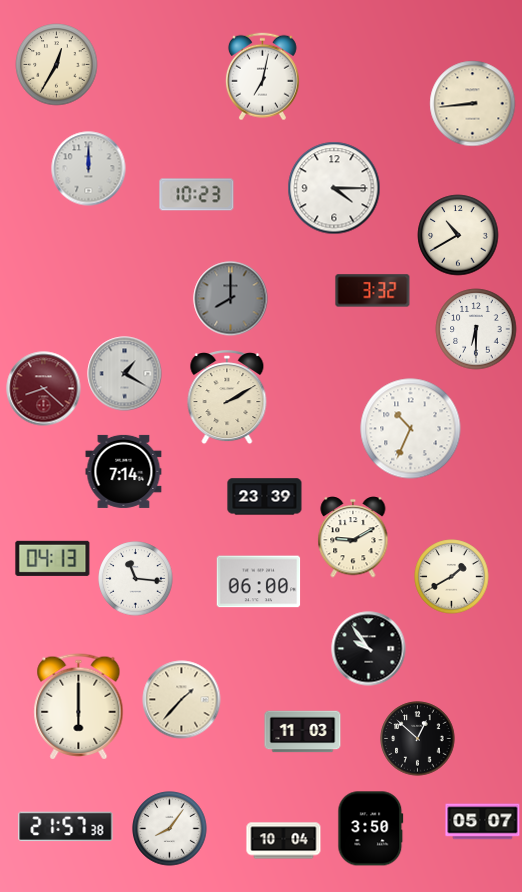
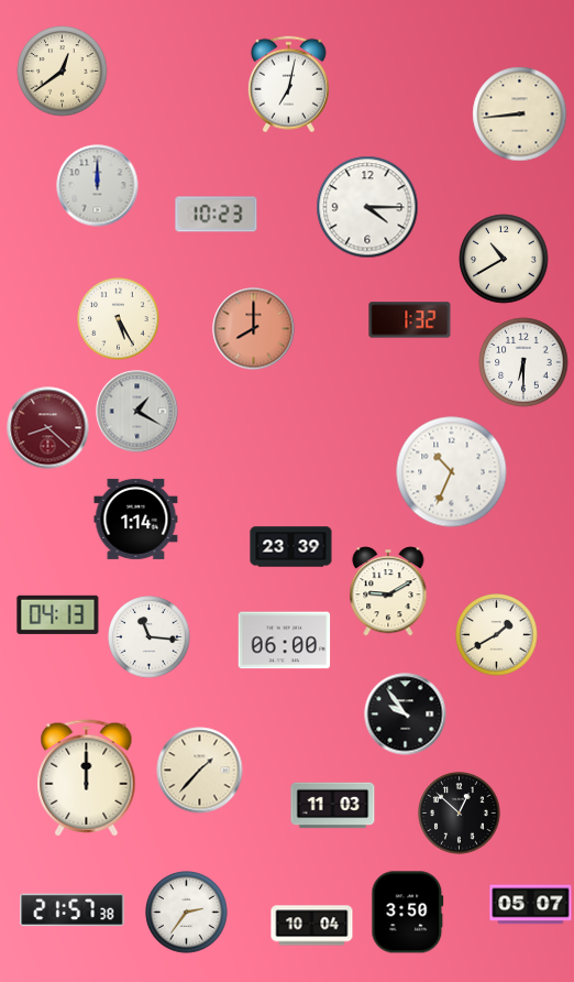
clock at (57, 65): 12:35 -> 12:39
clock at (119, 319): none -> 5:25
clock at (373, 291): 3:32 -> 1:32
clock at (231, 299) dial: grey -> salmon
clock at (227, 398): 2:10 -> none
clock at (124, 471): 7:14 -> 1:14
clock at (79, 707): 6:00 -> 12:00
clock at (170, 829): 8:06 -> 2:36
